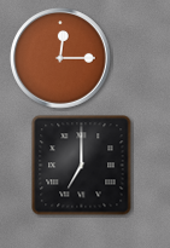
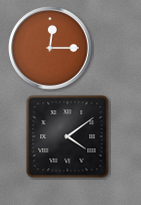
clock at (82, 166): 7:00 -> 4:09
